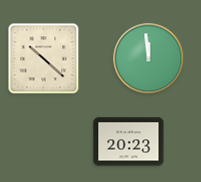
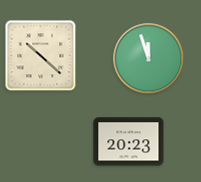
clock at (44, 59) position: (44, 59) -> (41, 56)
clock at (149, 59): 11:59 -> 11:57
